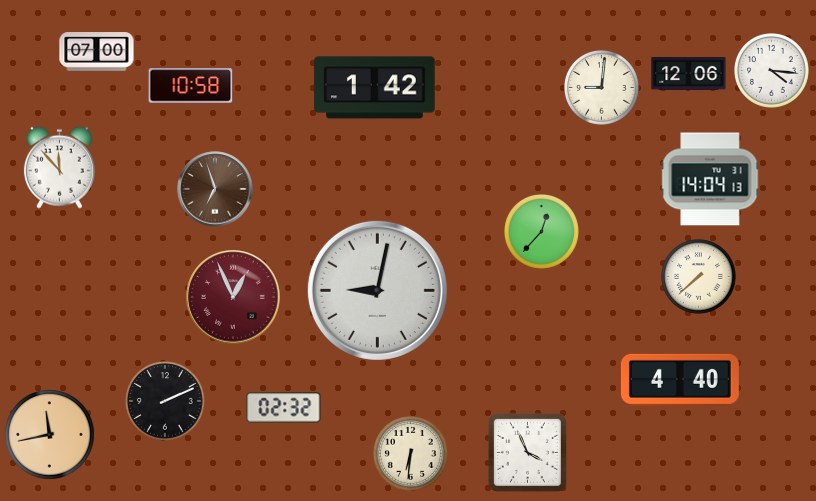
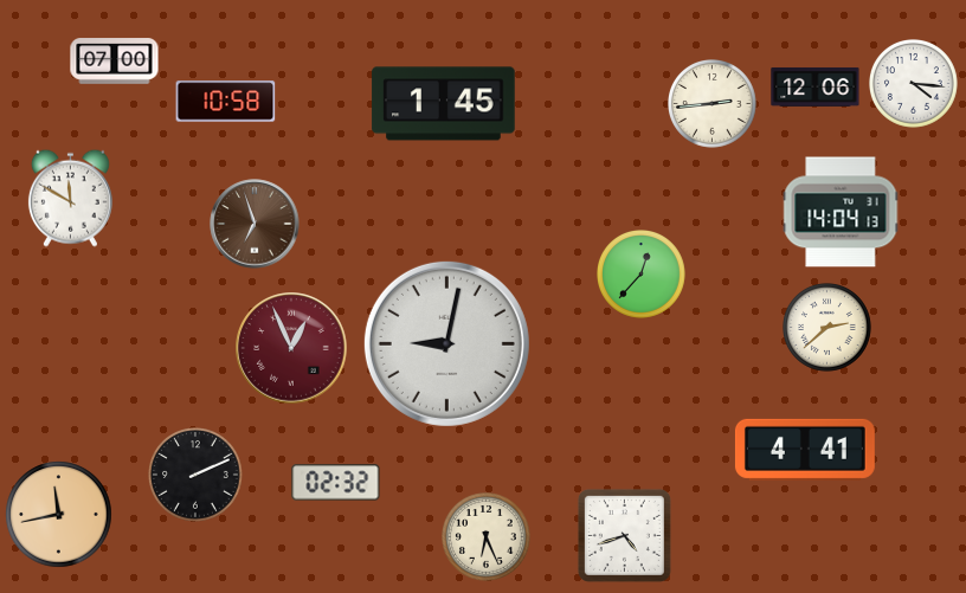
clock at (375, 88): 1:42 -> 1:45
clock at (602, 88): 9:01 -> 2:44
clock at (59, 167): 11:53 -> 11:50
clock at (699, 277): 7:38 -> 2:38
clock at (233, 297) position: (233, 297) -> (291, 348)
clock at (680, 380): 4:40 -> 4:41
clock at (527, 452): 3:56 -> 4:42
clock at (411, 454): 6:31 -> 6:26
